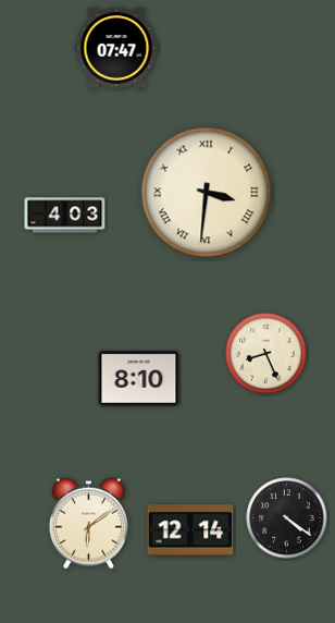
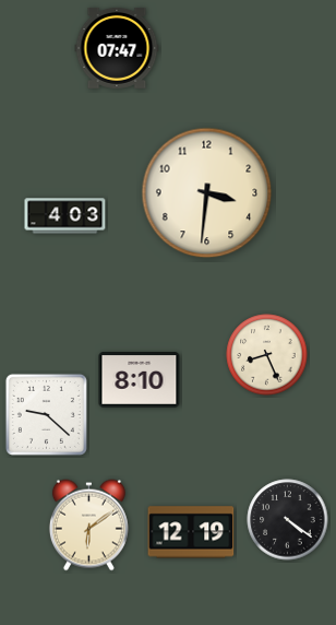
clock at (207, 193) numerals: Roman -> Arabic
clock at (46, 414): none -> 9:22
clock at (190, 530): 12:14 -> 12:19
